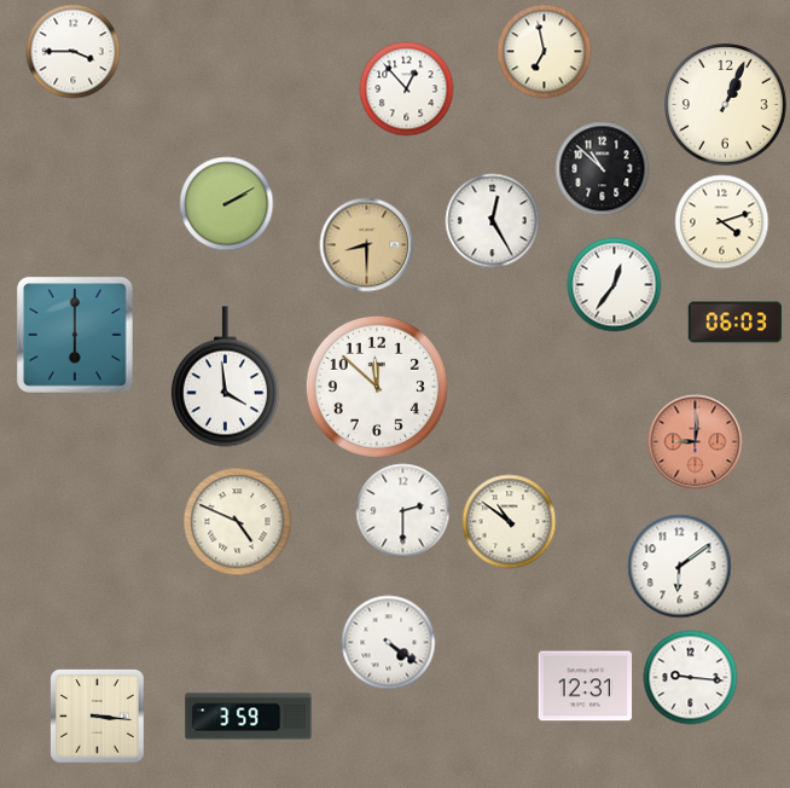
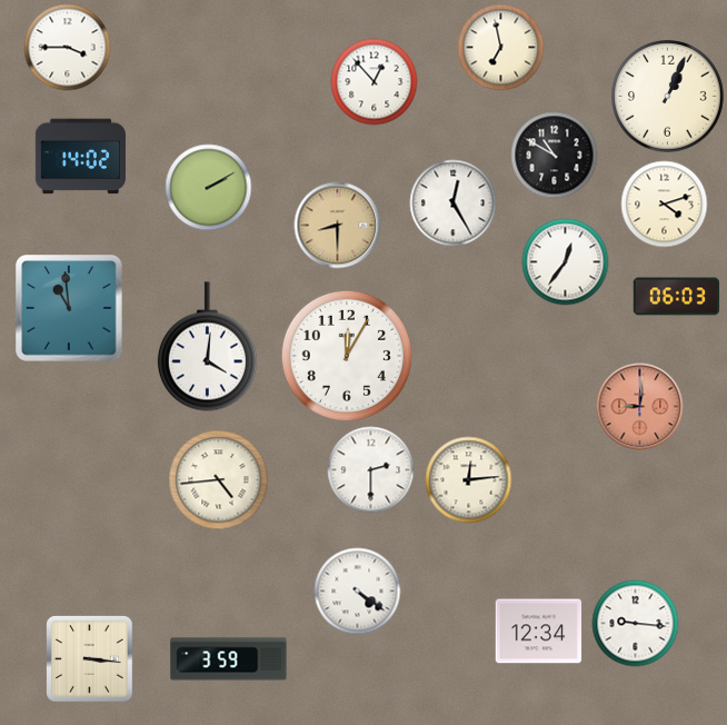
clock at (602, 168): 10:52 -> 10:50
clock at (80, 157): none -> 14:02
clock at (75, 335): 6:00 -> 10:59
clock at (225, 377): 3:59 -> 4:01
clock at (377, 387): 11:52 -> 12:05
clock at (237, 521): 4:49 -> 4:44
clock at (509, 521): 10:51 -> 12:14
clock at (679, 566): 6:09 -> none
clock at (585, 686): 12:31 -> 12:34
